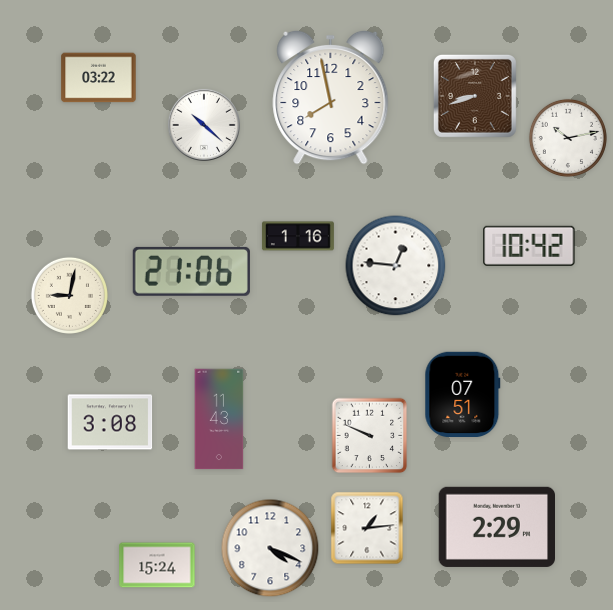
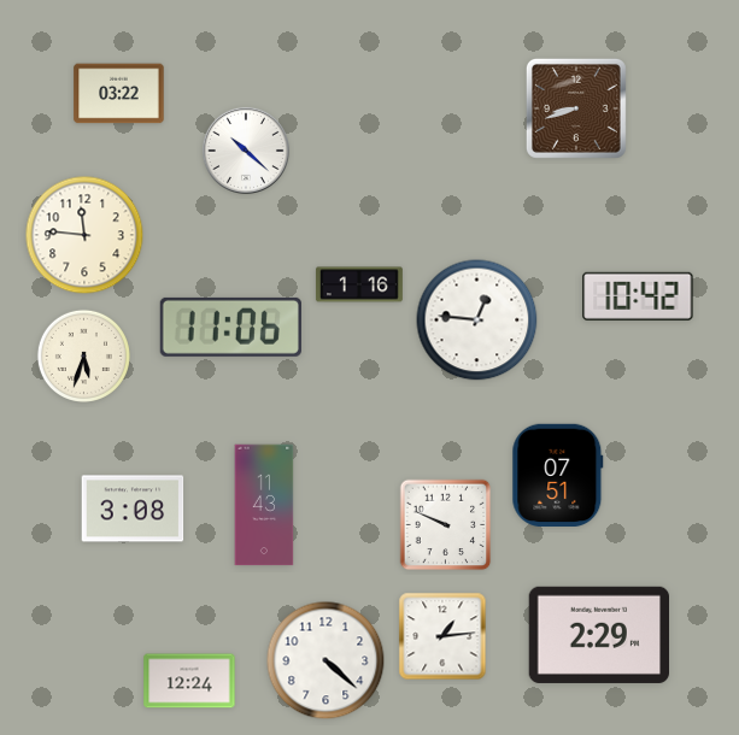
clock at (475, 96) position: (475, 96) -> (576, 108)
clock at (331, 97): 7:58 -> none
clock at (568, 138): 10:13 -> none
clock at (84, 235): none -> 11:46
clock at (191, 271): 21:06 -> 11:06
clock at (69, 295): 9:02 -> 5:33
clock at (270, 548): 4:19 -> 4:22
clock at (157, 565): 15:24 -> 12:24
